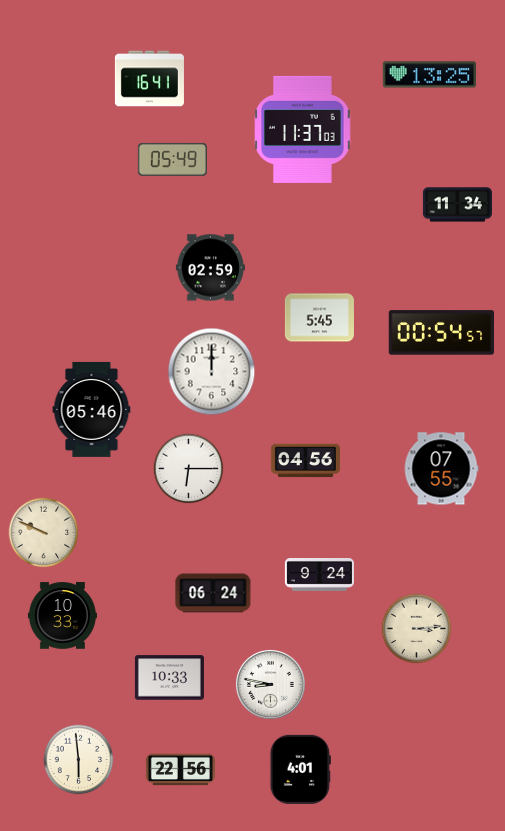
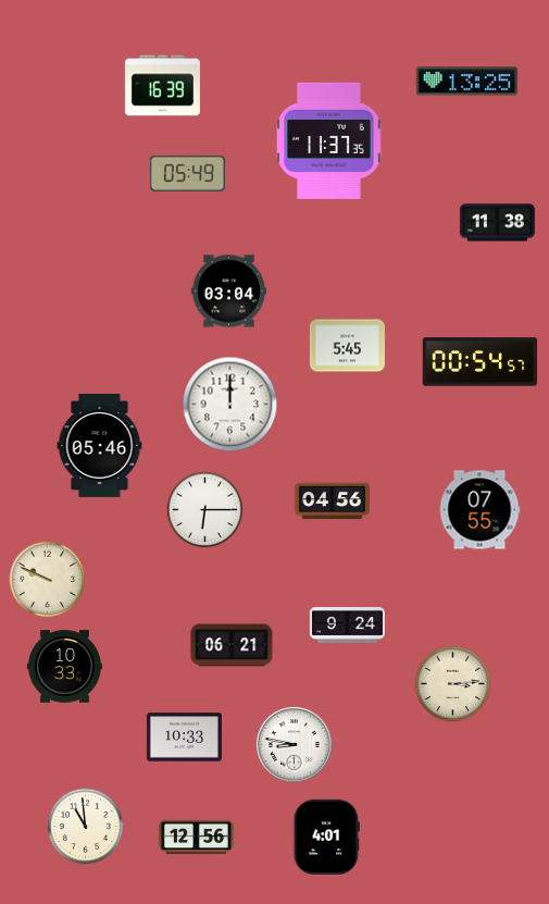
clock at (149, 79): 16:41 -> 16:39
clock at (303, 129): 11:37:03 -> 11:37:35
clock at (457, 205): 11:34 -> 11:38
clock at (210, 268): 02:59 -> 03:04
clock at (213, 593): 06:24 -> 06:21
clock at (62, 616) position: (62, 616) -> (64, 667)
clock at (79, 760): 5:59 -> 10:59
clock at (180, 770): 22:56 -> 12:56
